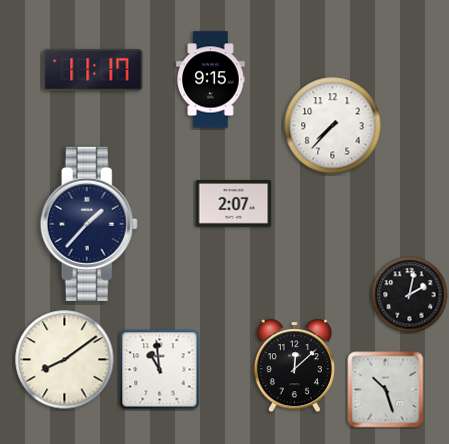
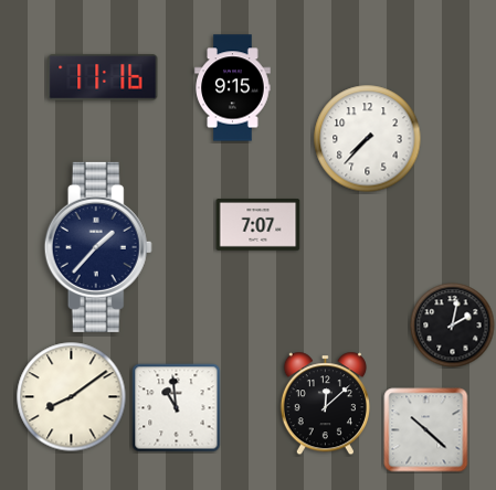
clock at (93, 70): 11:17 -> 11:16
clock at (234, 204): 2:07 -> 7:07
clock at (386, 390): 10:27 -> 10:22
